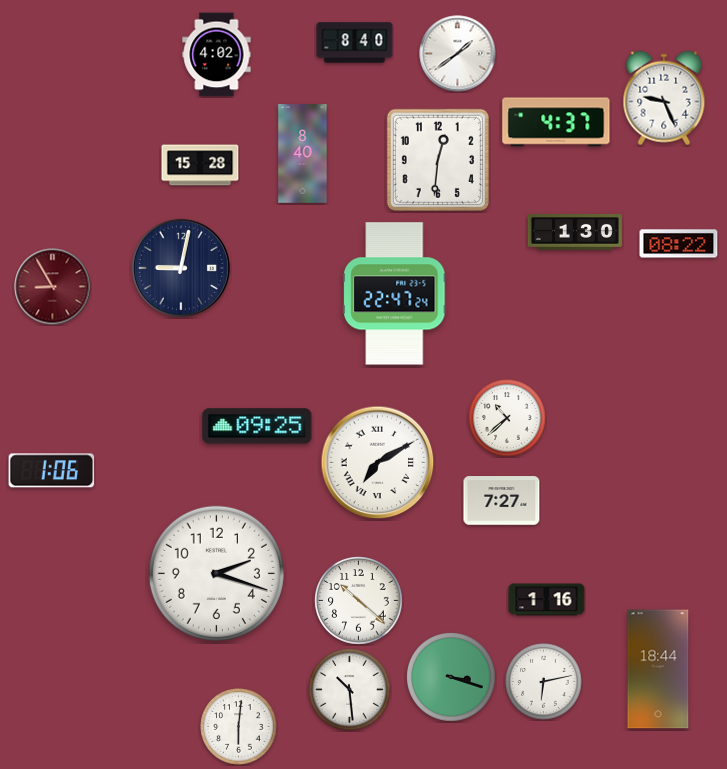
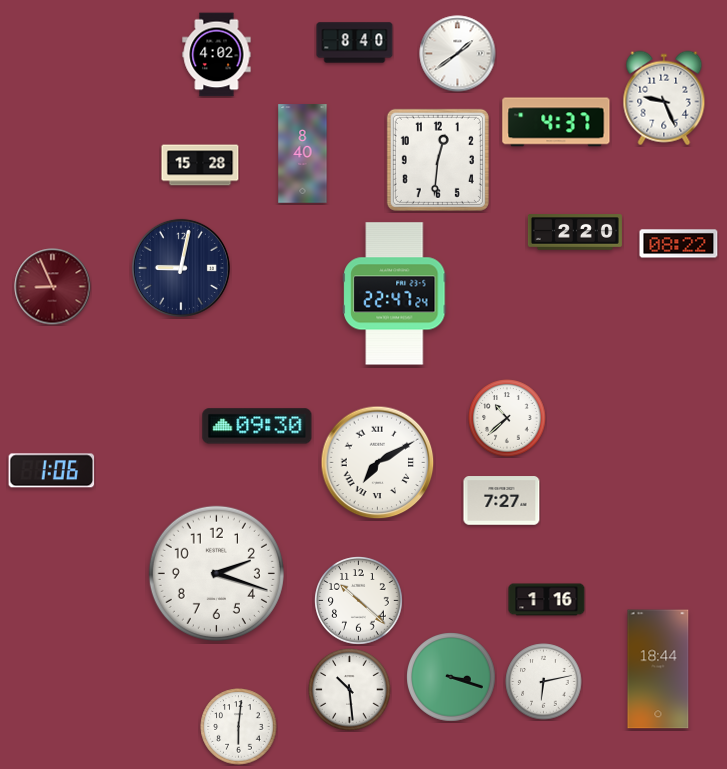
clock at (575, 232): 1:30 -> 2:20
clock at (53, 287): 8:55 -> 8:56
clock at (257, 426): 09:25 -> 09:30
